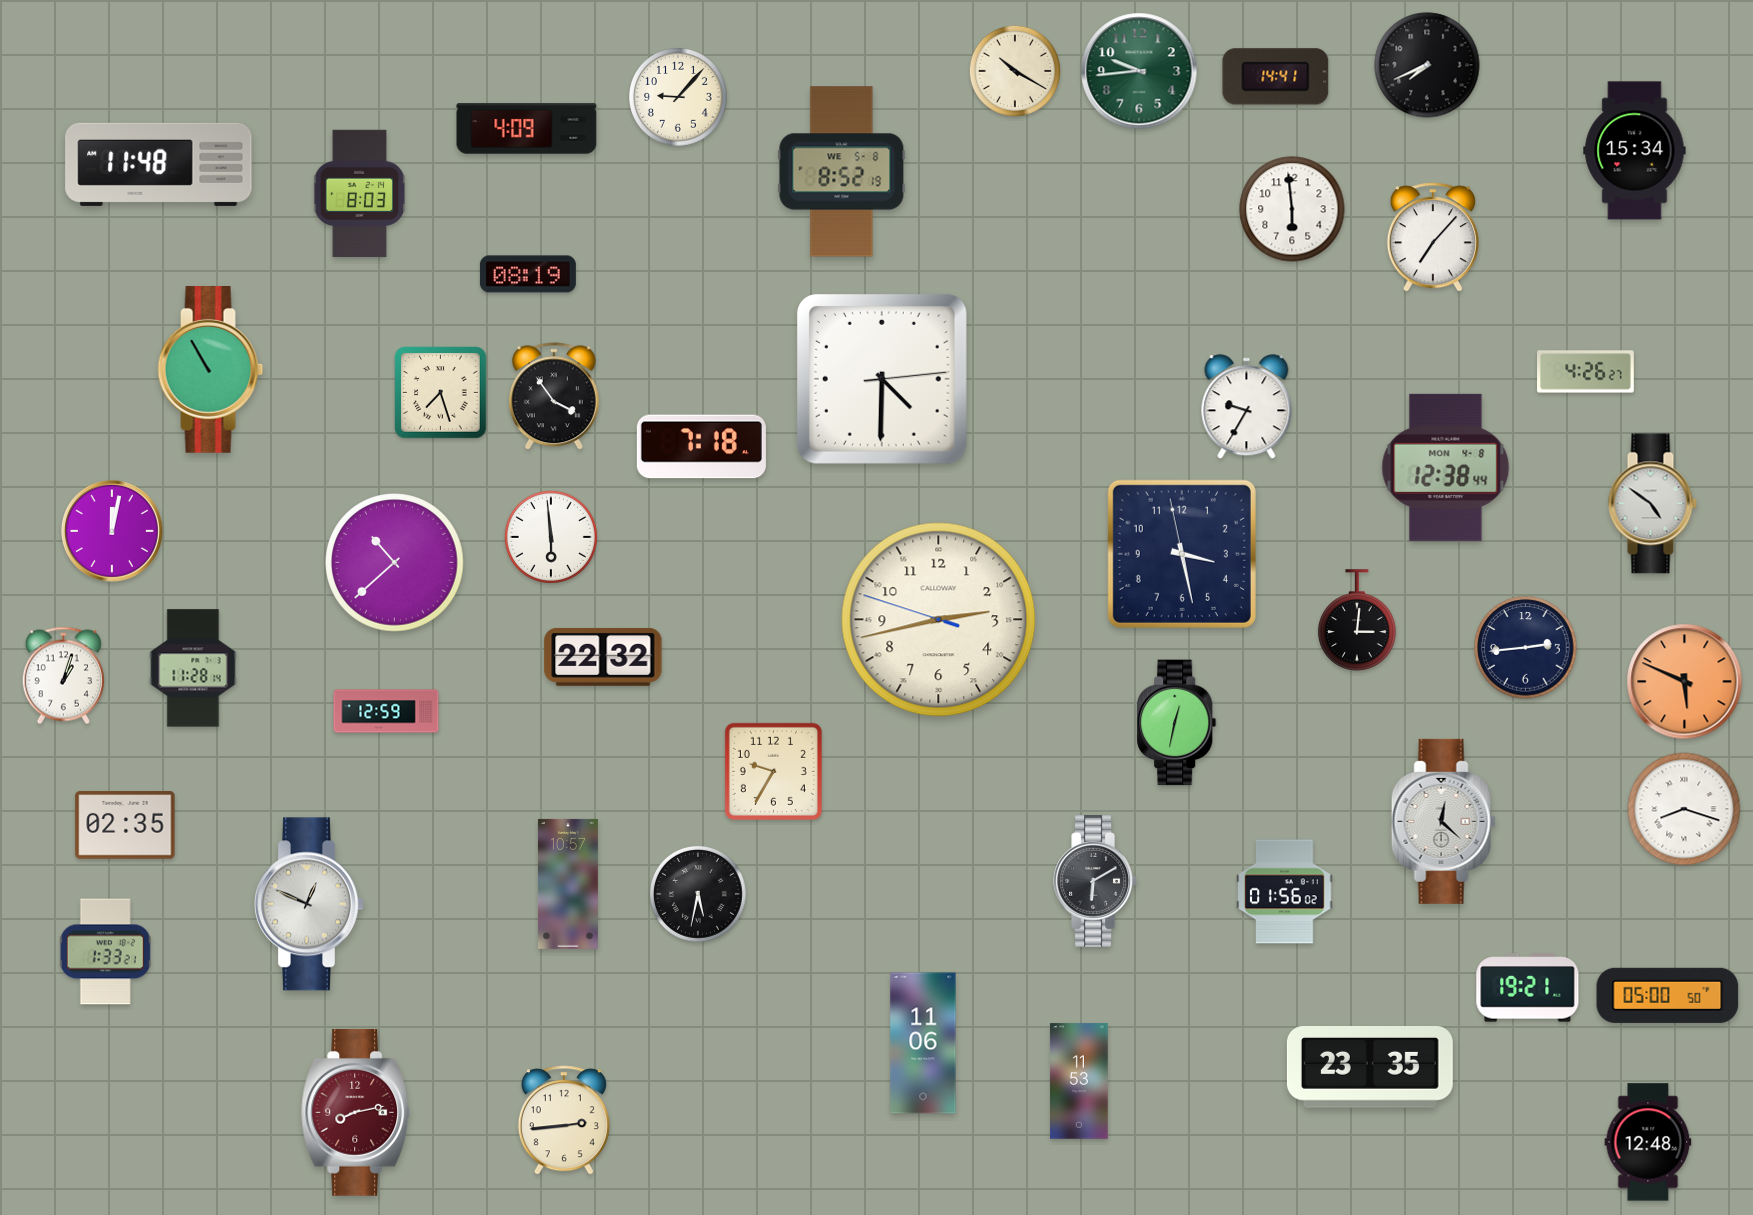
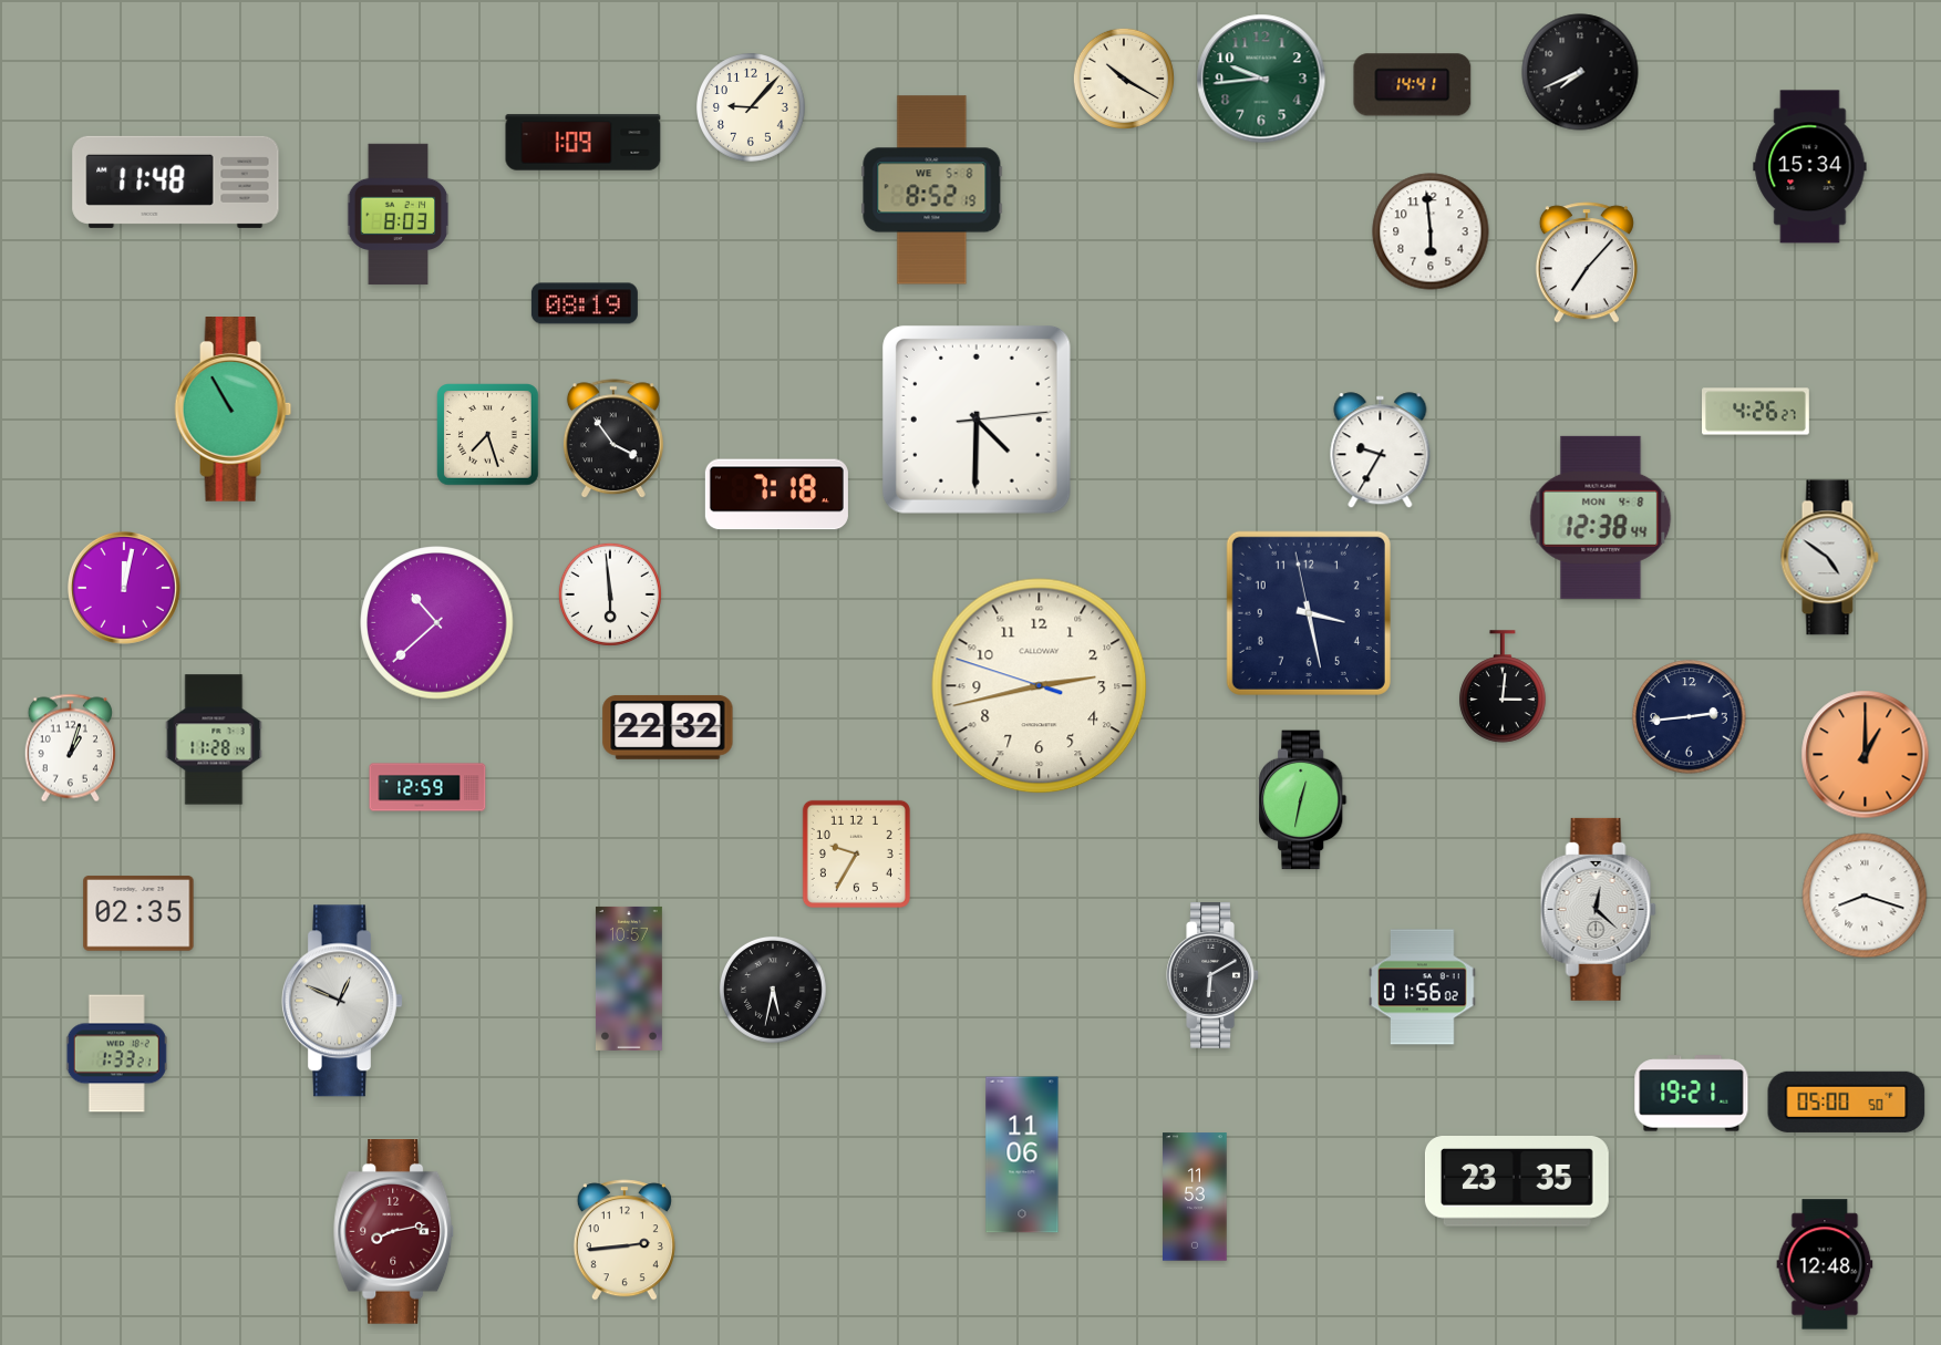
clock at (527, 129): 4:09 -> 1:09
clock at (1685, 682): 5:49 -> 1:00
